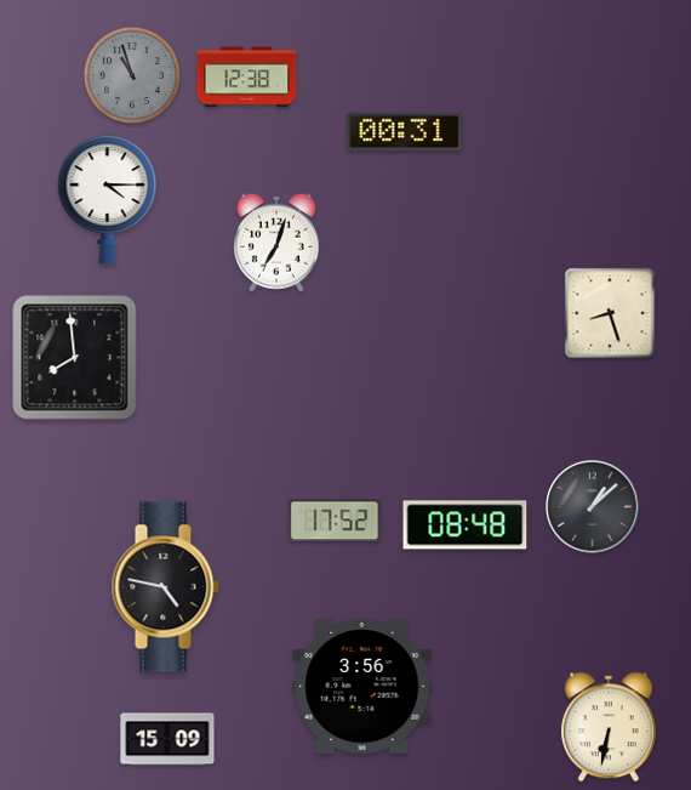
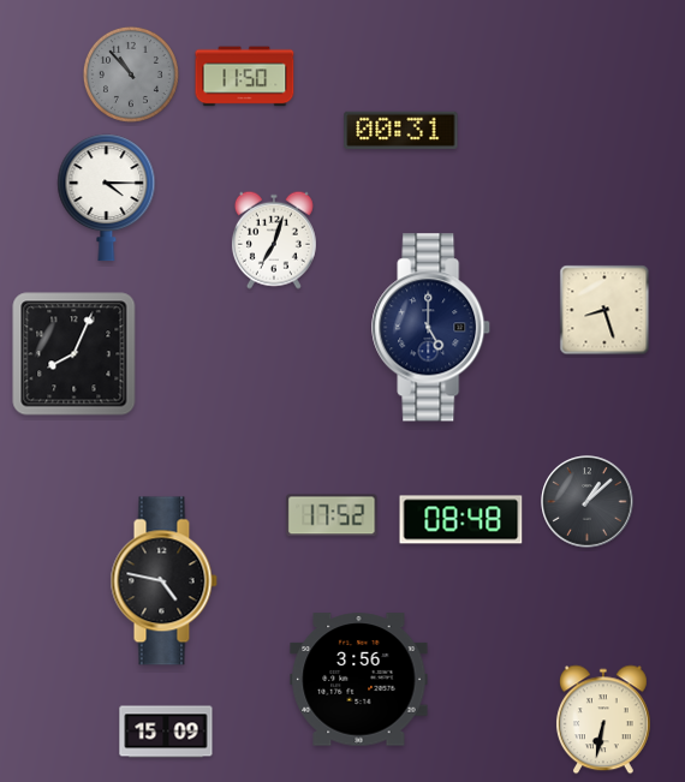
clock at (132, 75): 10:57 -> 10:53
clock at (247, 78): 12:38 -> 11:50
clock at (431, 328): none -> 5:00
clock at (75, 358): 7:59 -> 8:04
